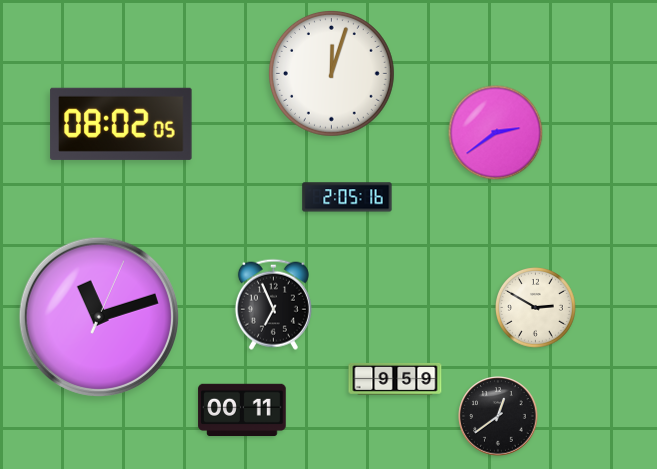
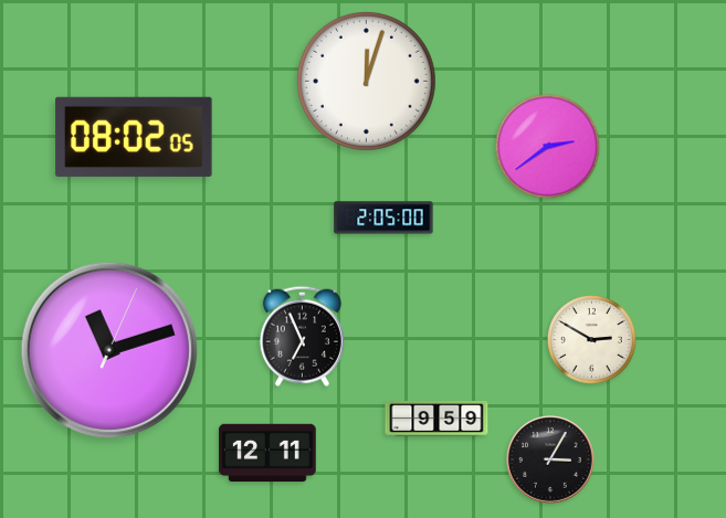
clock at (347, 197): 2:05:16 -> 2:05:00
clock at (242, 410): 00:11 -> 12:11
clock at (498, 416): 12:39 -> 3:05
